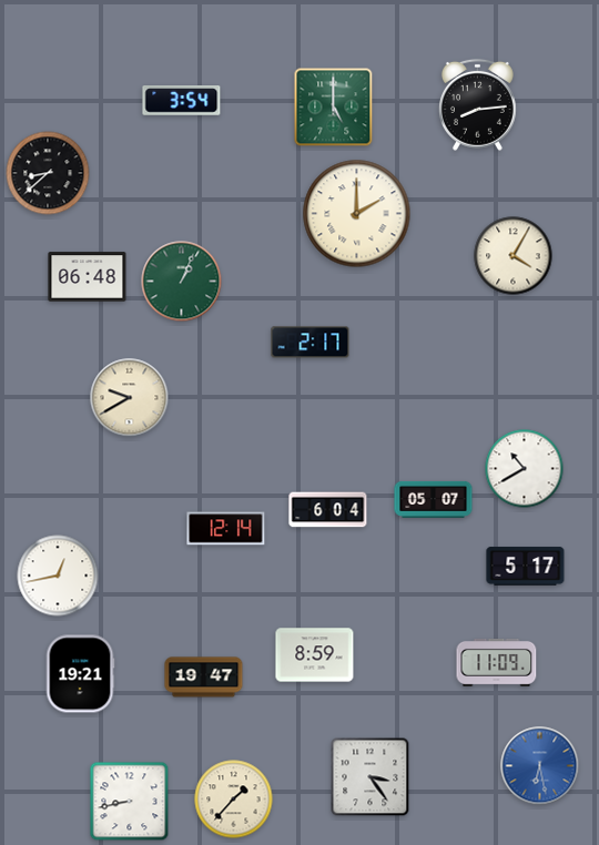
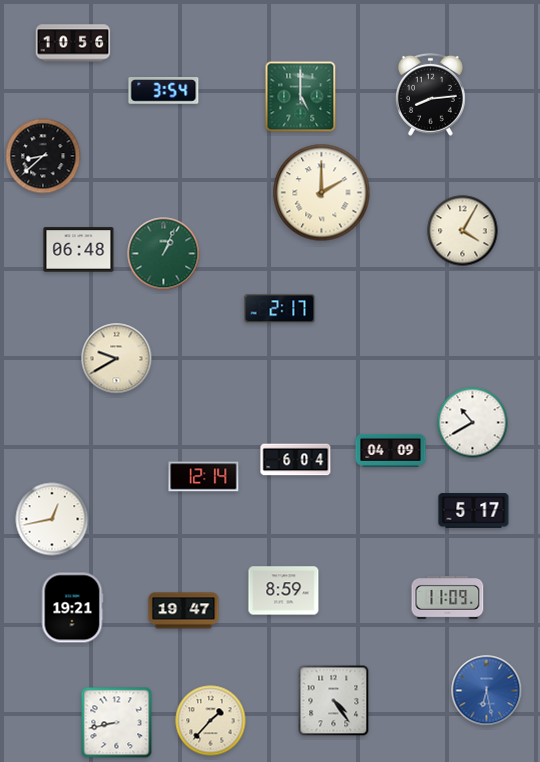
clock at (73, 43): none -> 10:56
clock at (434, 499): 05:07 -> 04:09
clock at (370, 777): 3:24 -> 4:24
